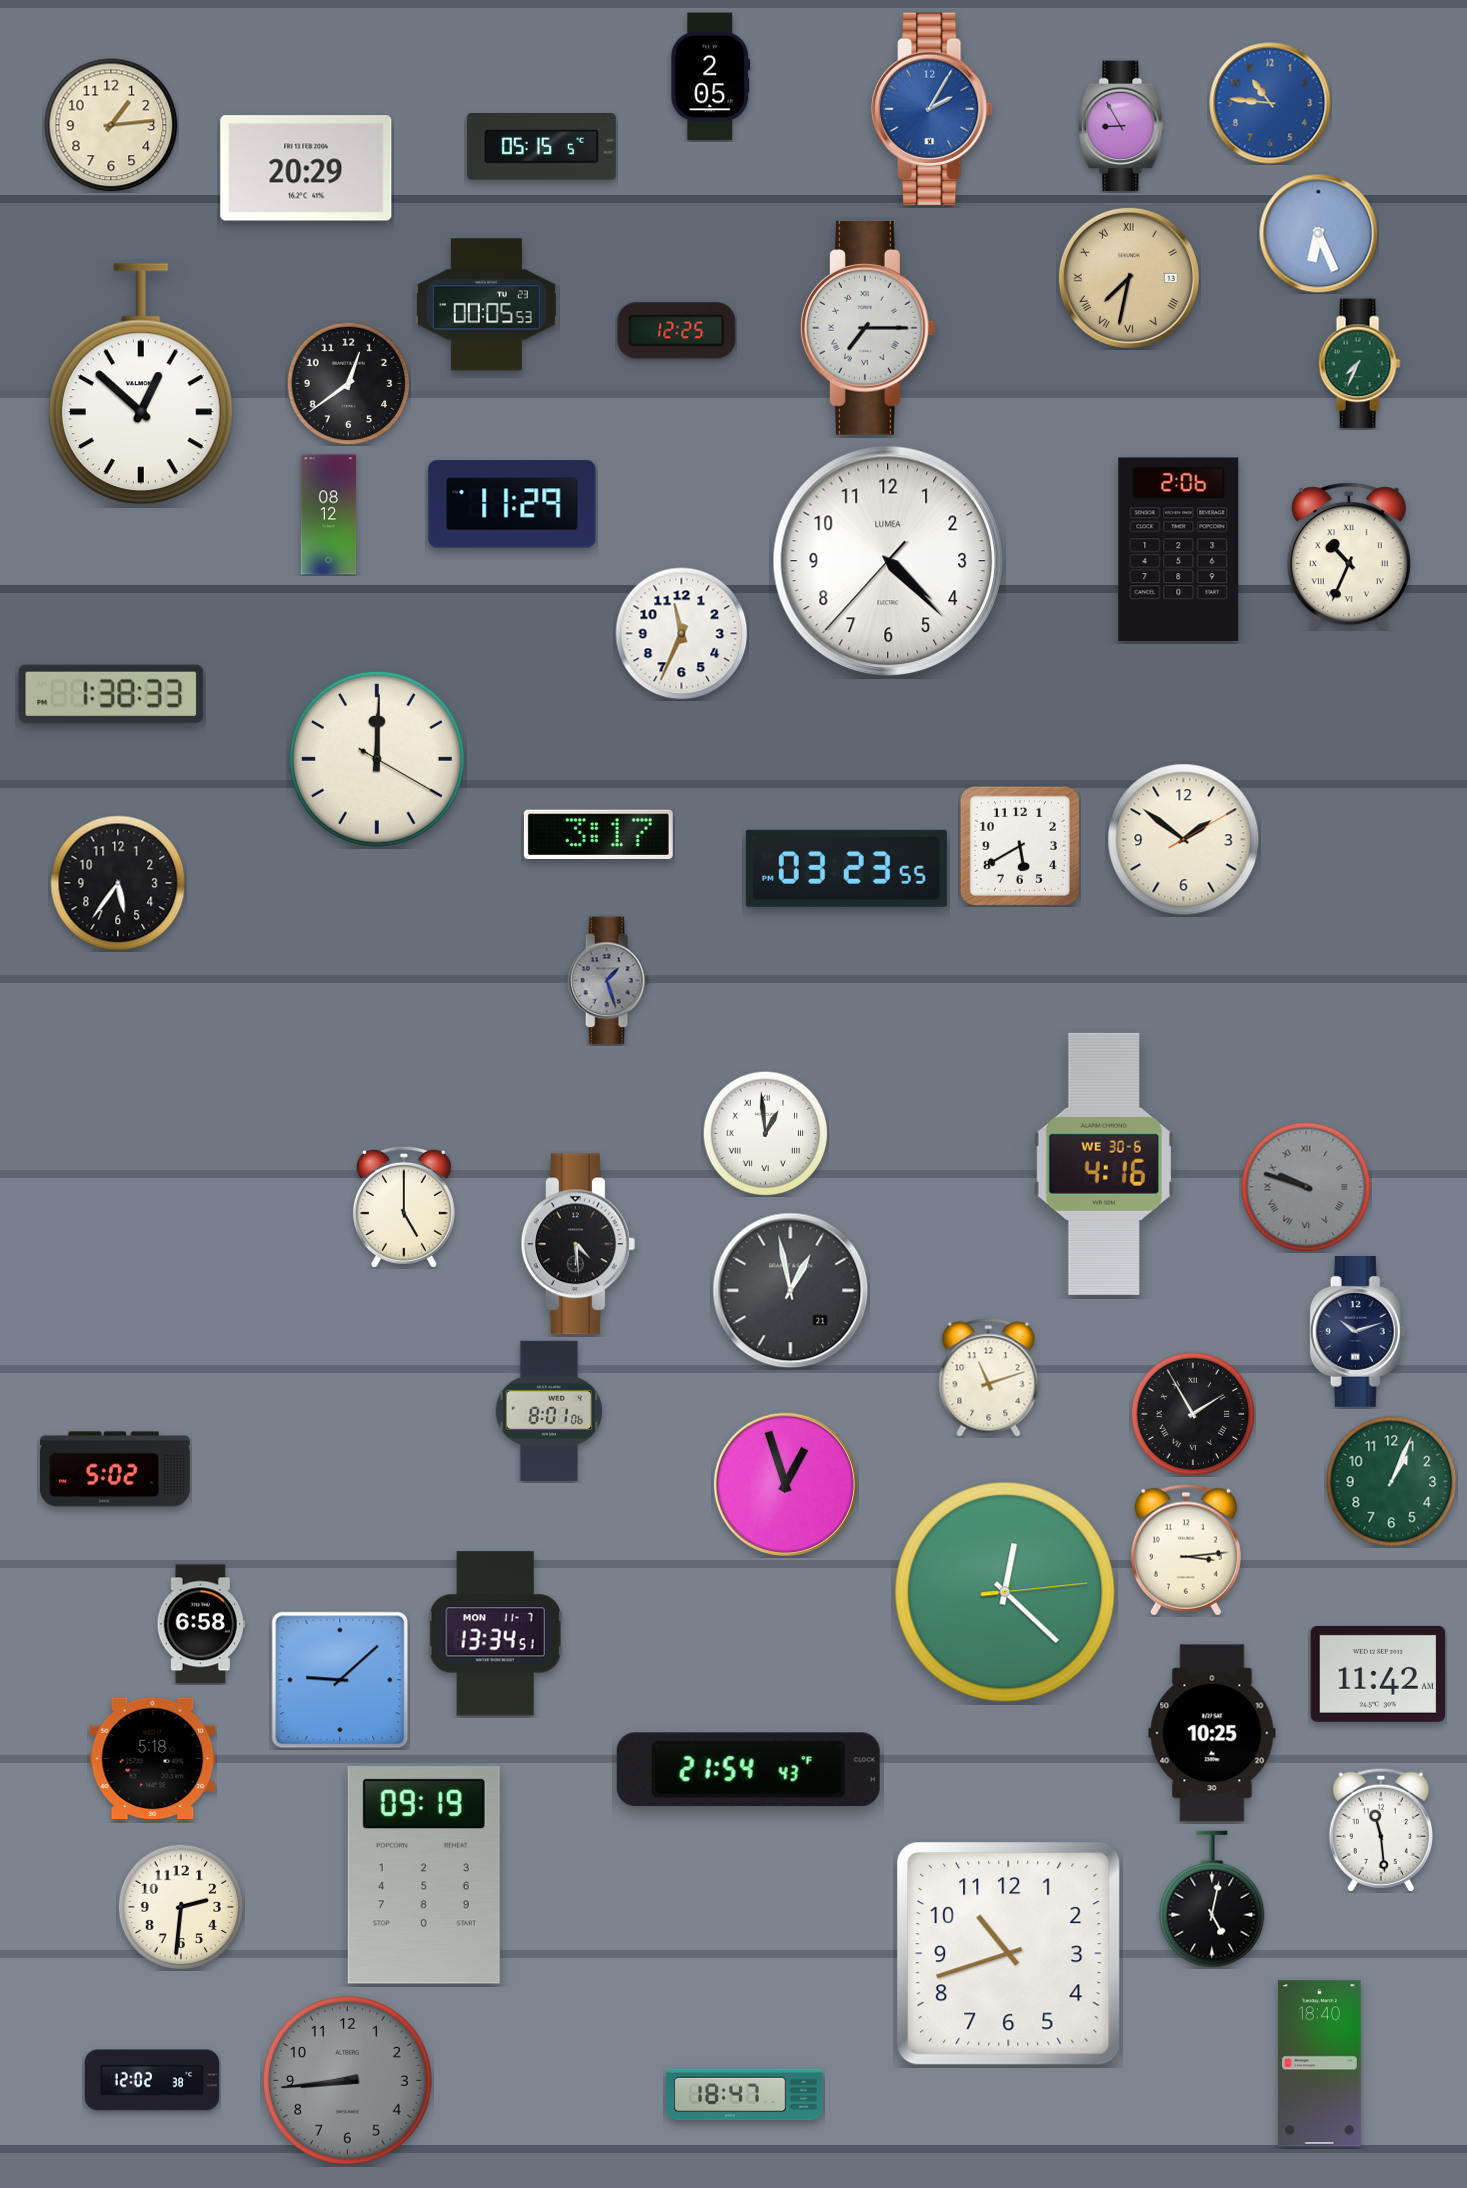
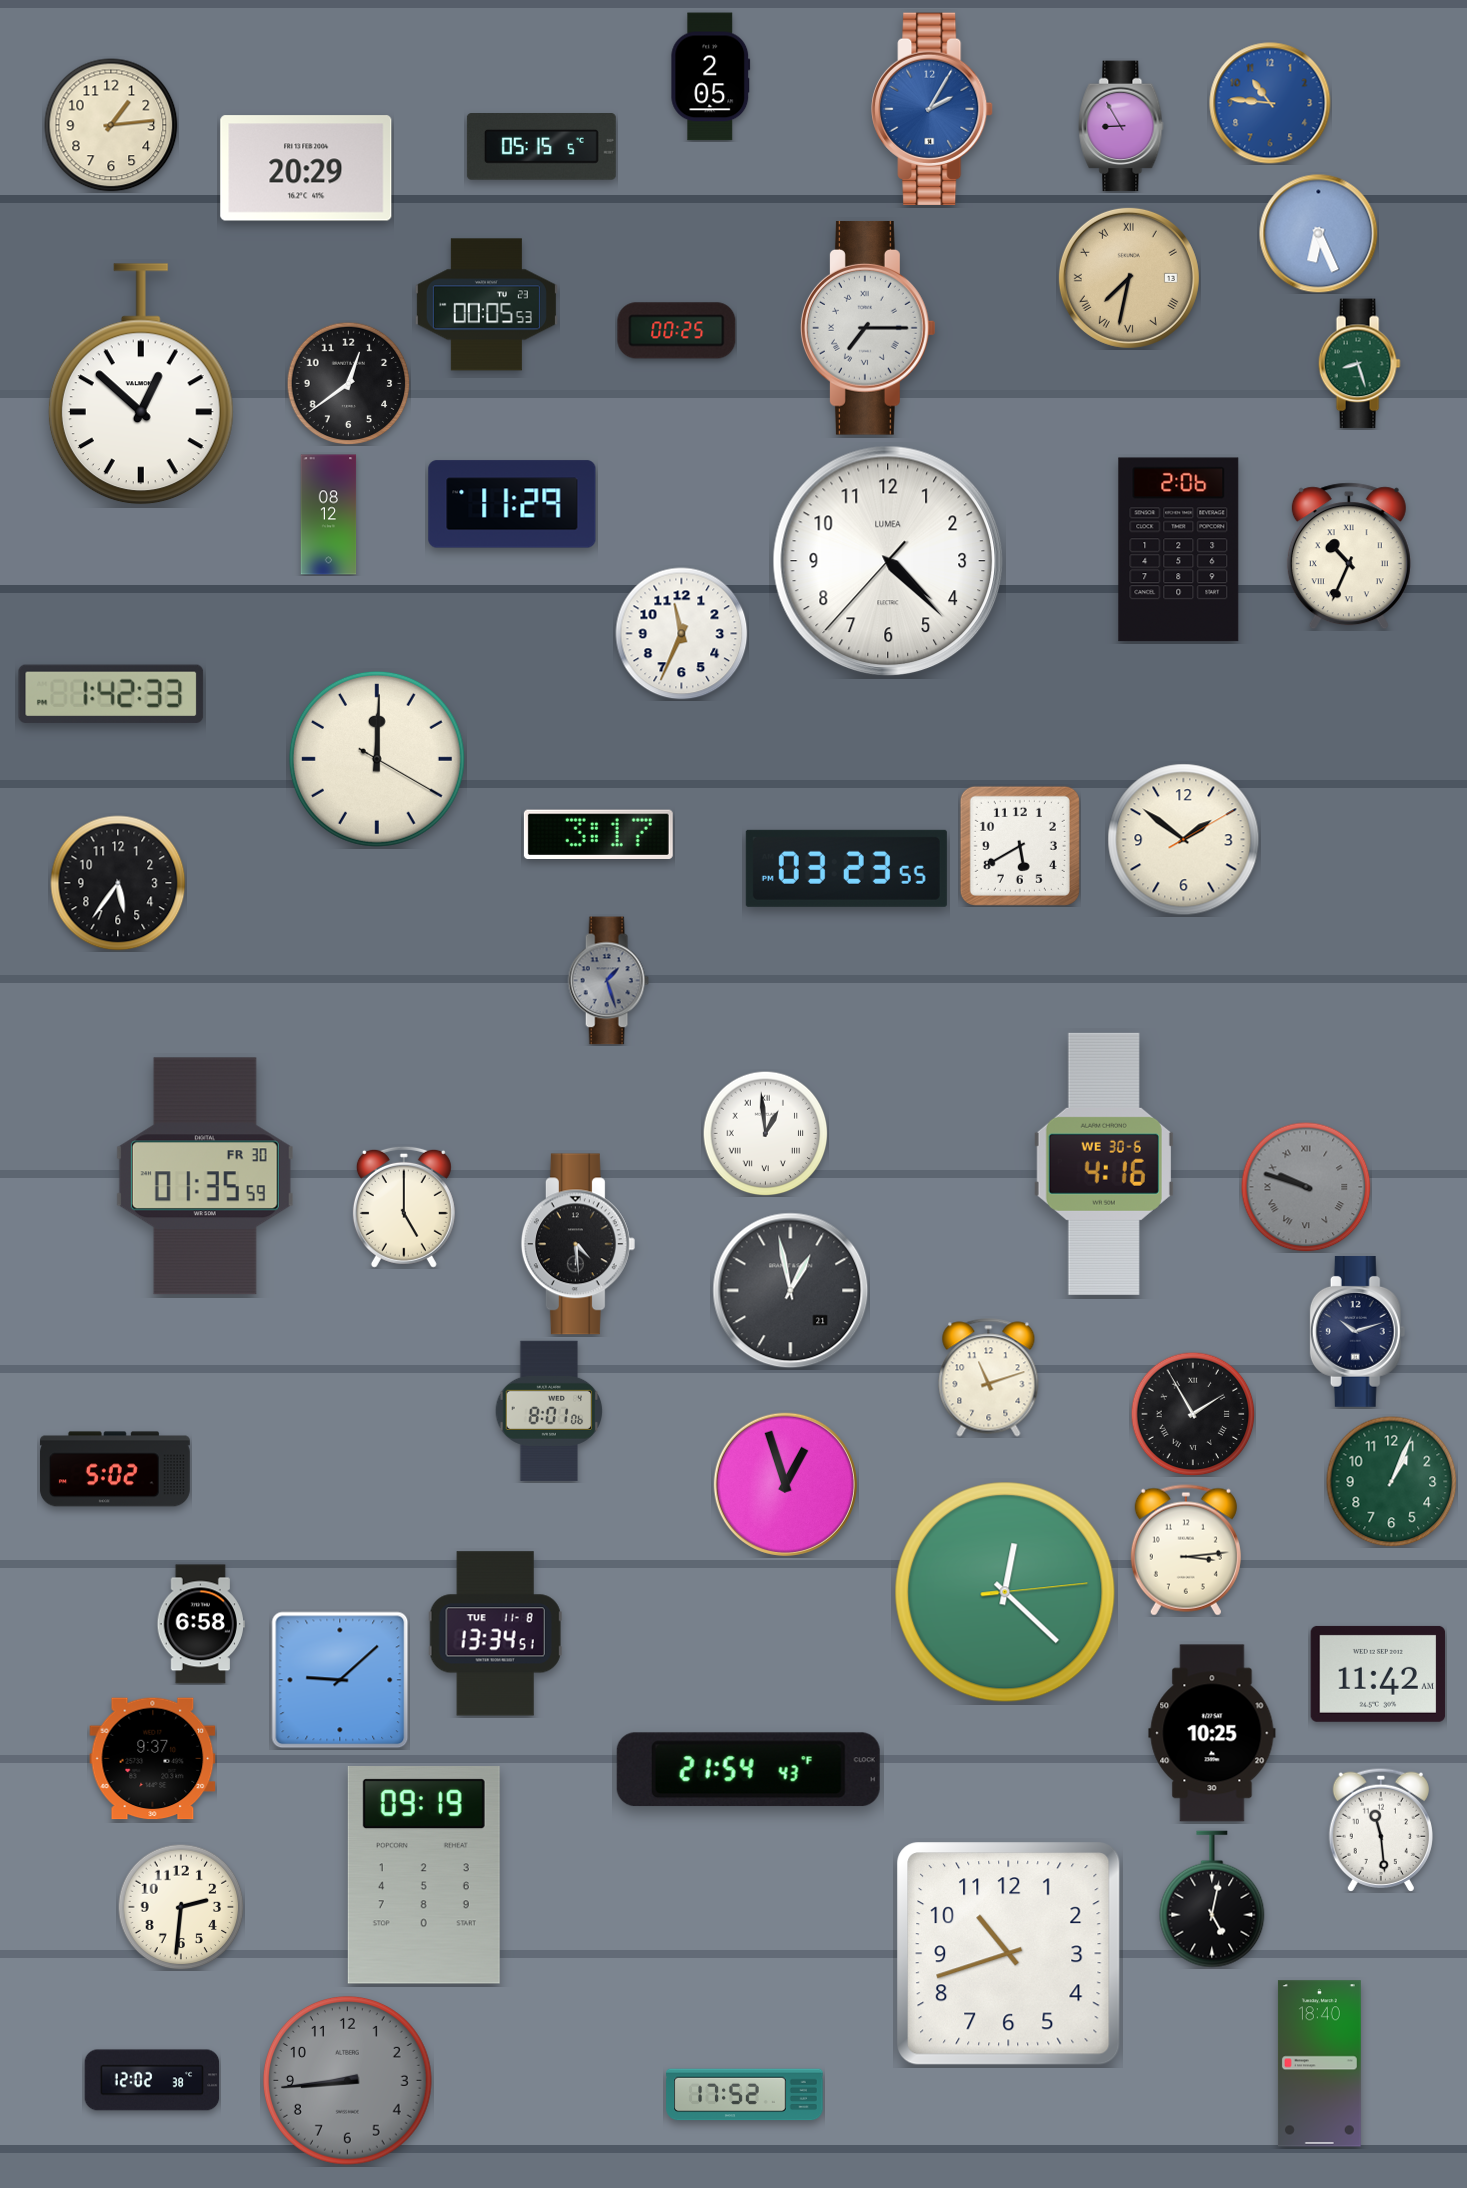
clock at (677, 331): 12:25 -> 00:25
clock at (1359, 364): 7:34 -> 8:27
clock at (111, 694): 1:38 -> 1:42
clock at (205, 1176): none -> 01:35
clock at (495, 1634) date: MON 11-7 -> TUE 11-8
clock at (153, 1759): 5:18 -> 9:37
clock at (745, 2095): 18:47 -> 17:52
